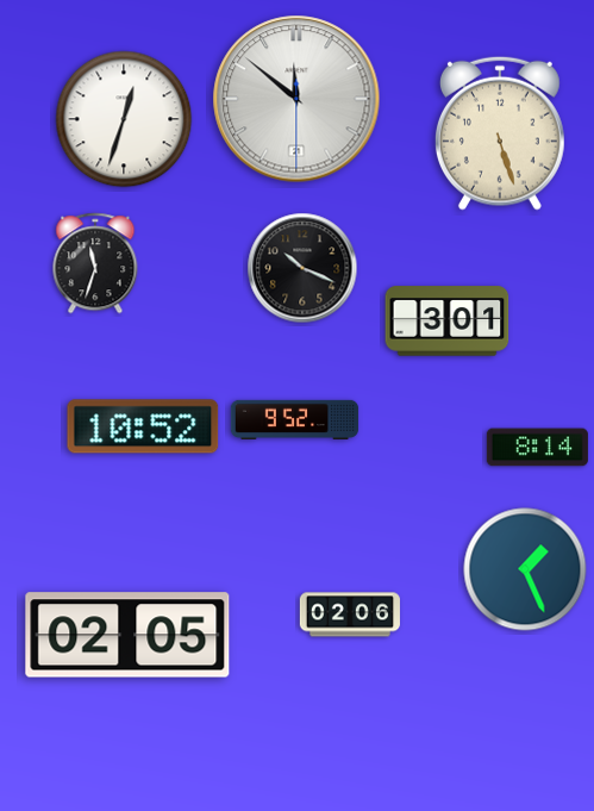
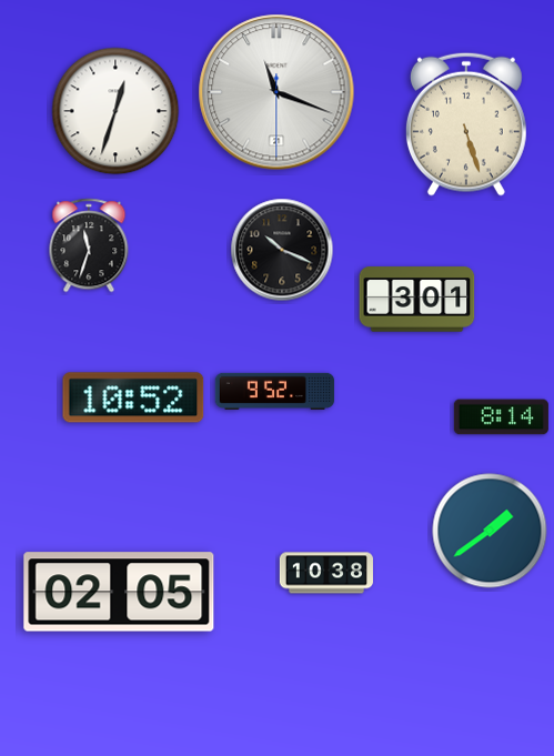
clock at (296, 99): 11:51 -> 11:18
clock at (525, 569): 1:26 -> 1:39
clock at (350, 615): 02:06 -> 10:38
